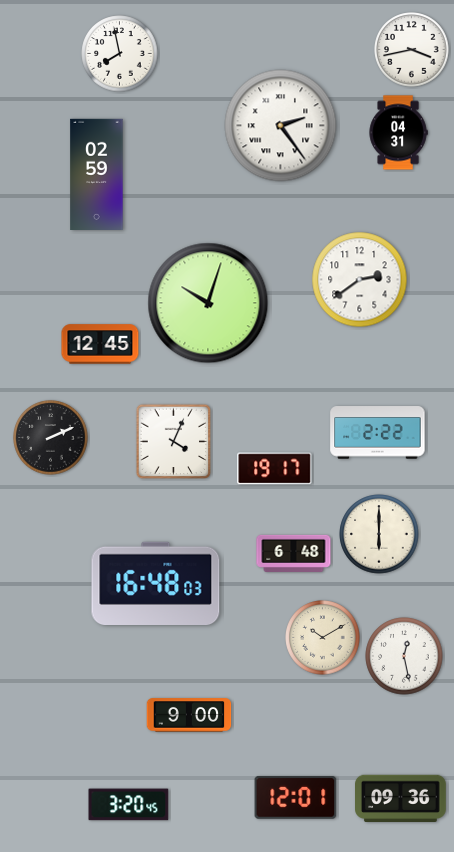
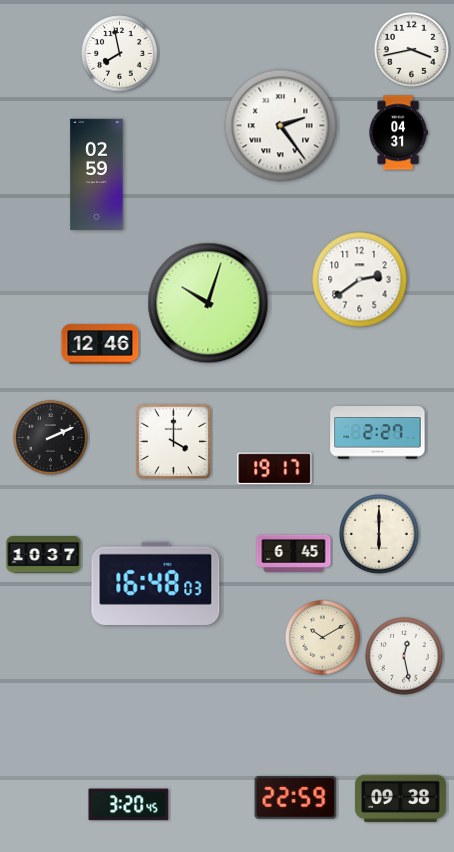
clock at (100, 344): 12:45 -> 12:46
clock at (378, 433): 2:22 -> 2:27
clock at (174, 442): 4:04 -> 4:00
clock at (294, 553): 6:48 -> 6:45
clock at (44, 554): none -> 10:37
clock at (189, 715): 9:00 -> none
clock at (296, 797): 12:01 -> 22:59
clock at (401, 798): 09:36 -> 09:38
